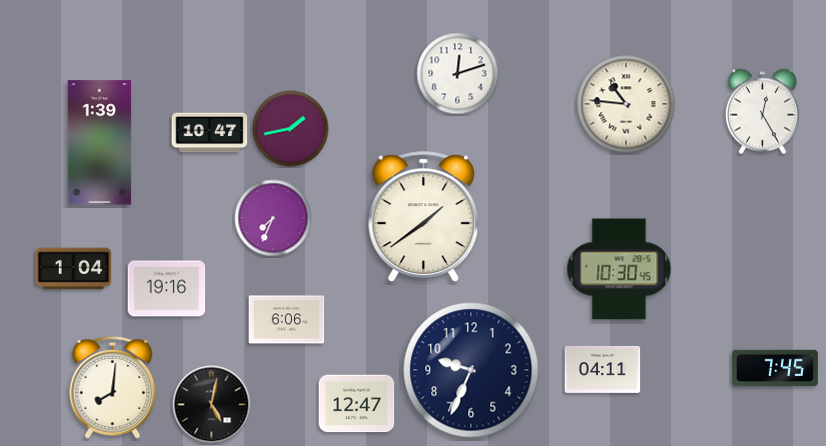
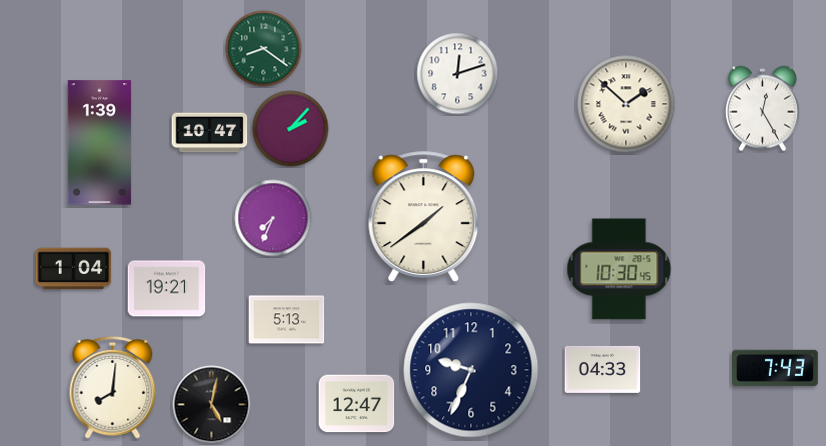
clock at (264, 49): none -> 8:21
clock at (626, 104): 10:46 -> 1:52
clock at (762, 112) position: (762, 112) -> (762, 109)
clock at (291, 129): 1:43 -> 2:07
clock at (167, 289): 19:16 -> 19:21
clock at (287, 320): 6:06 -> 5:13
clock at (776, 368): 7:45 -> 7:43
clock at (603, 369): 04:11 -> 04:33
